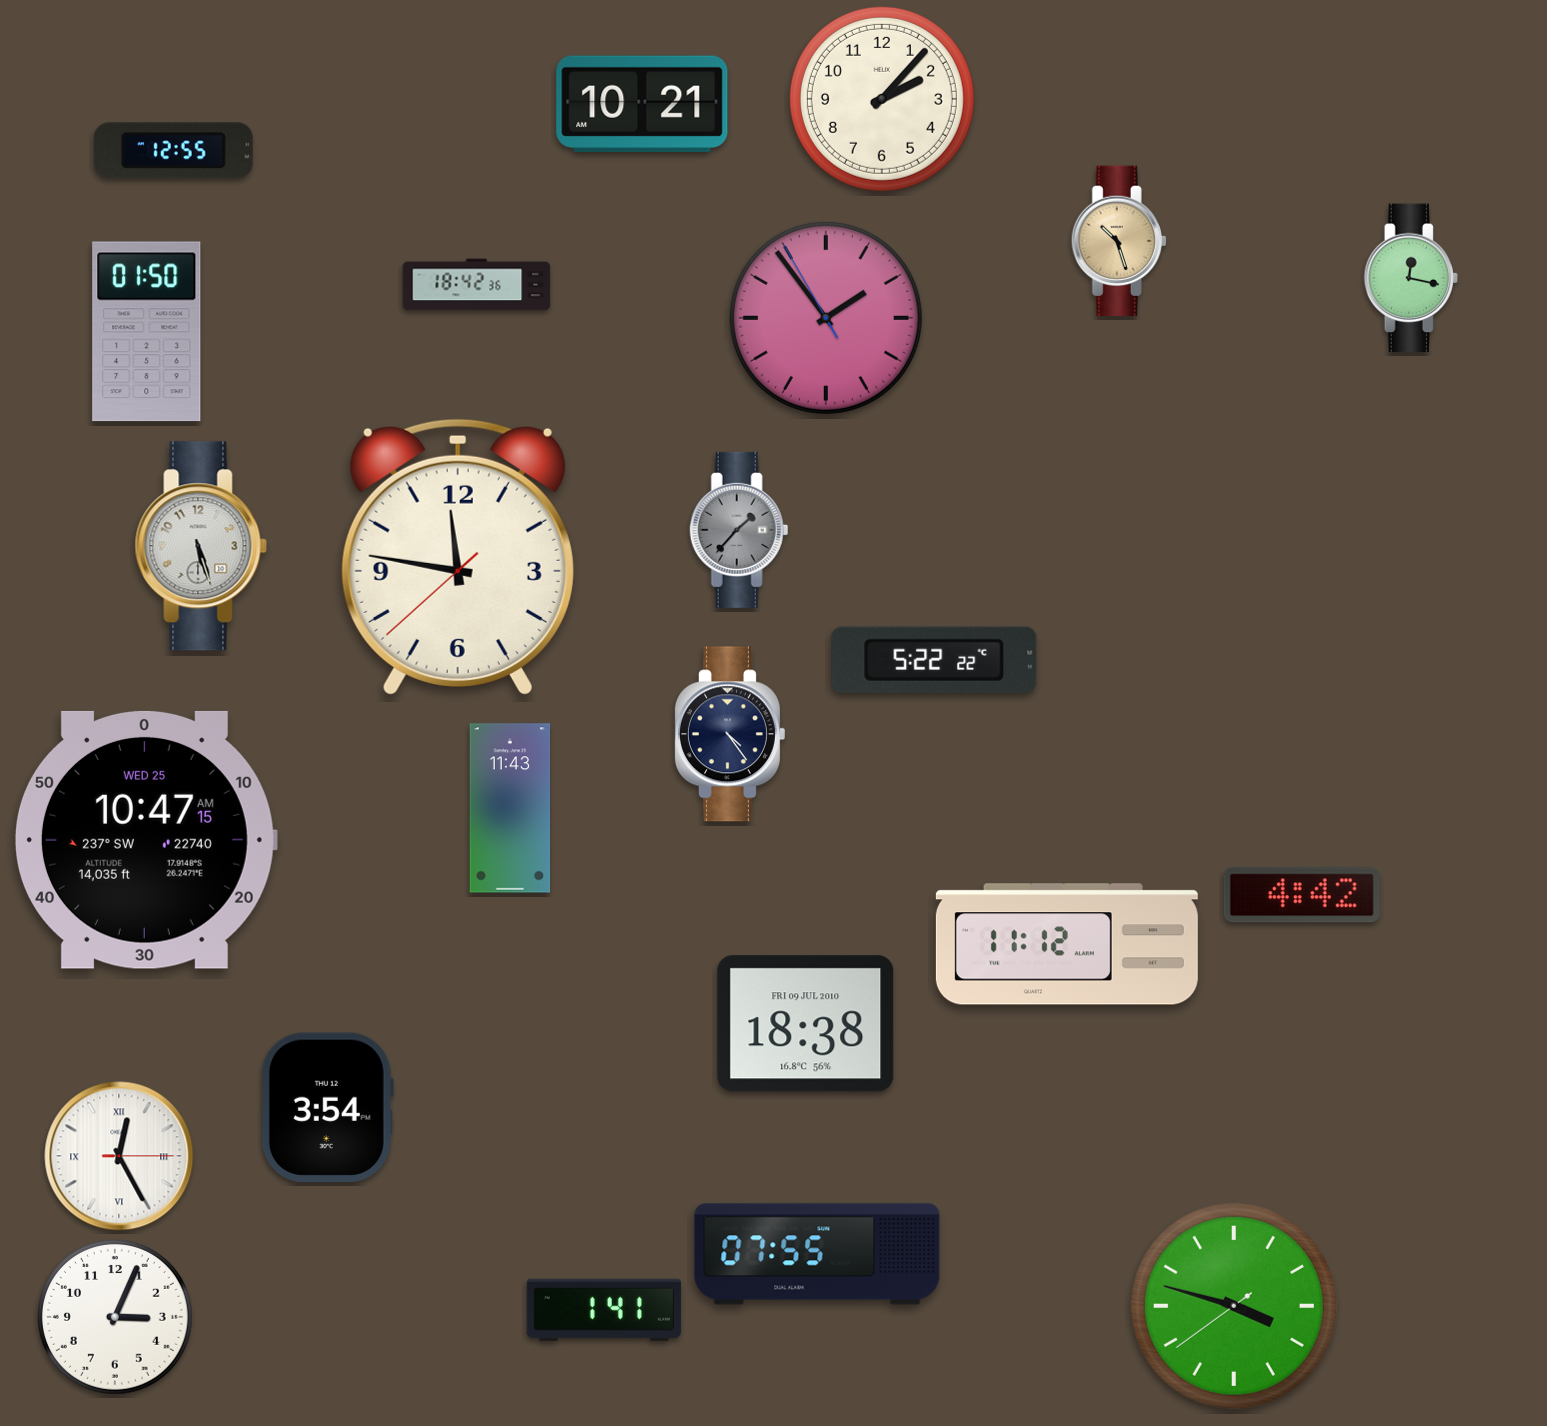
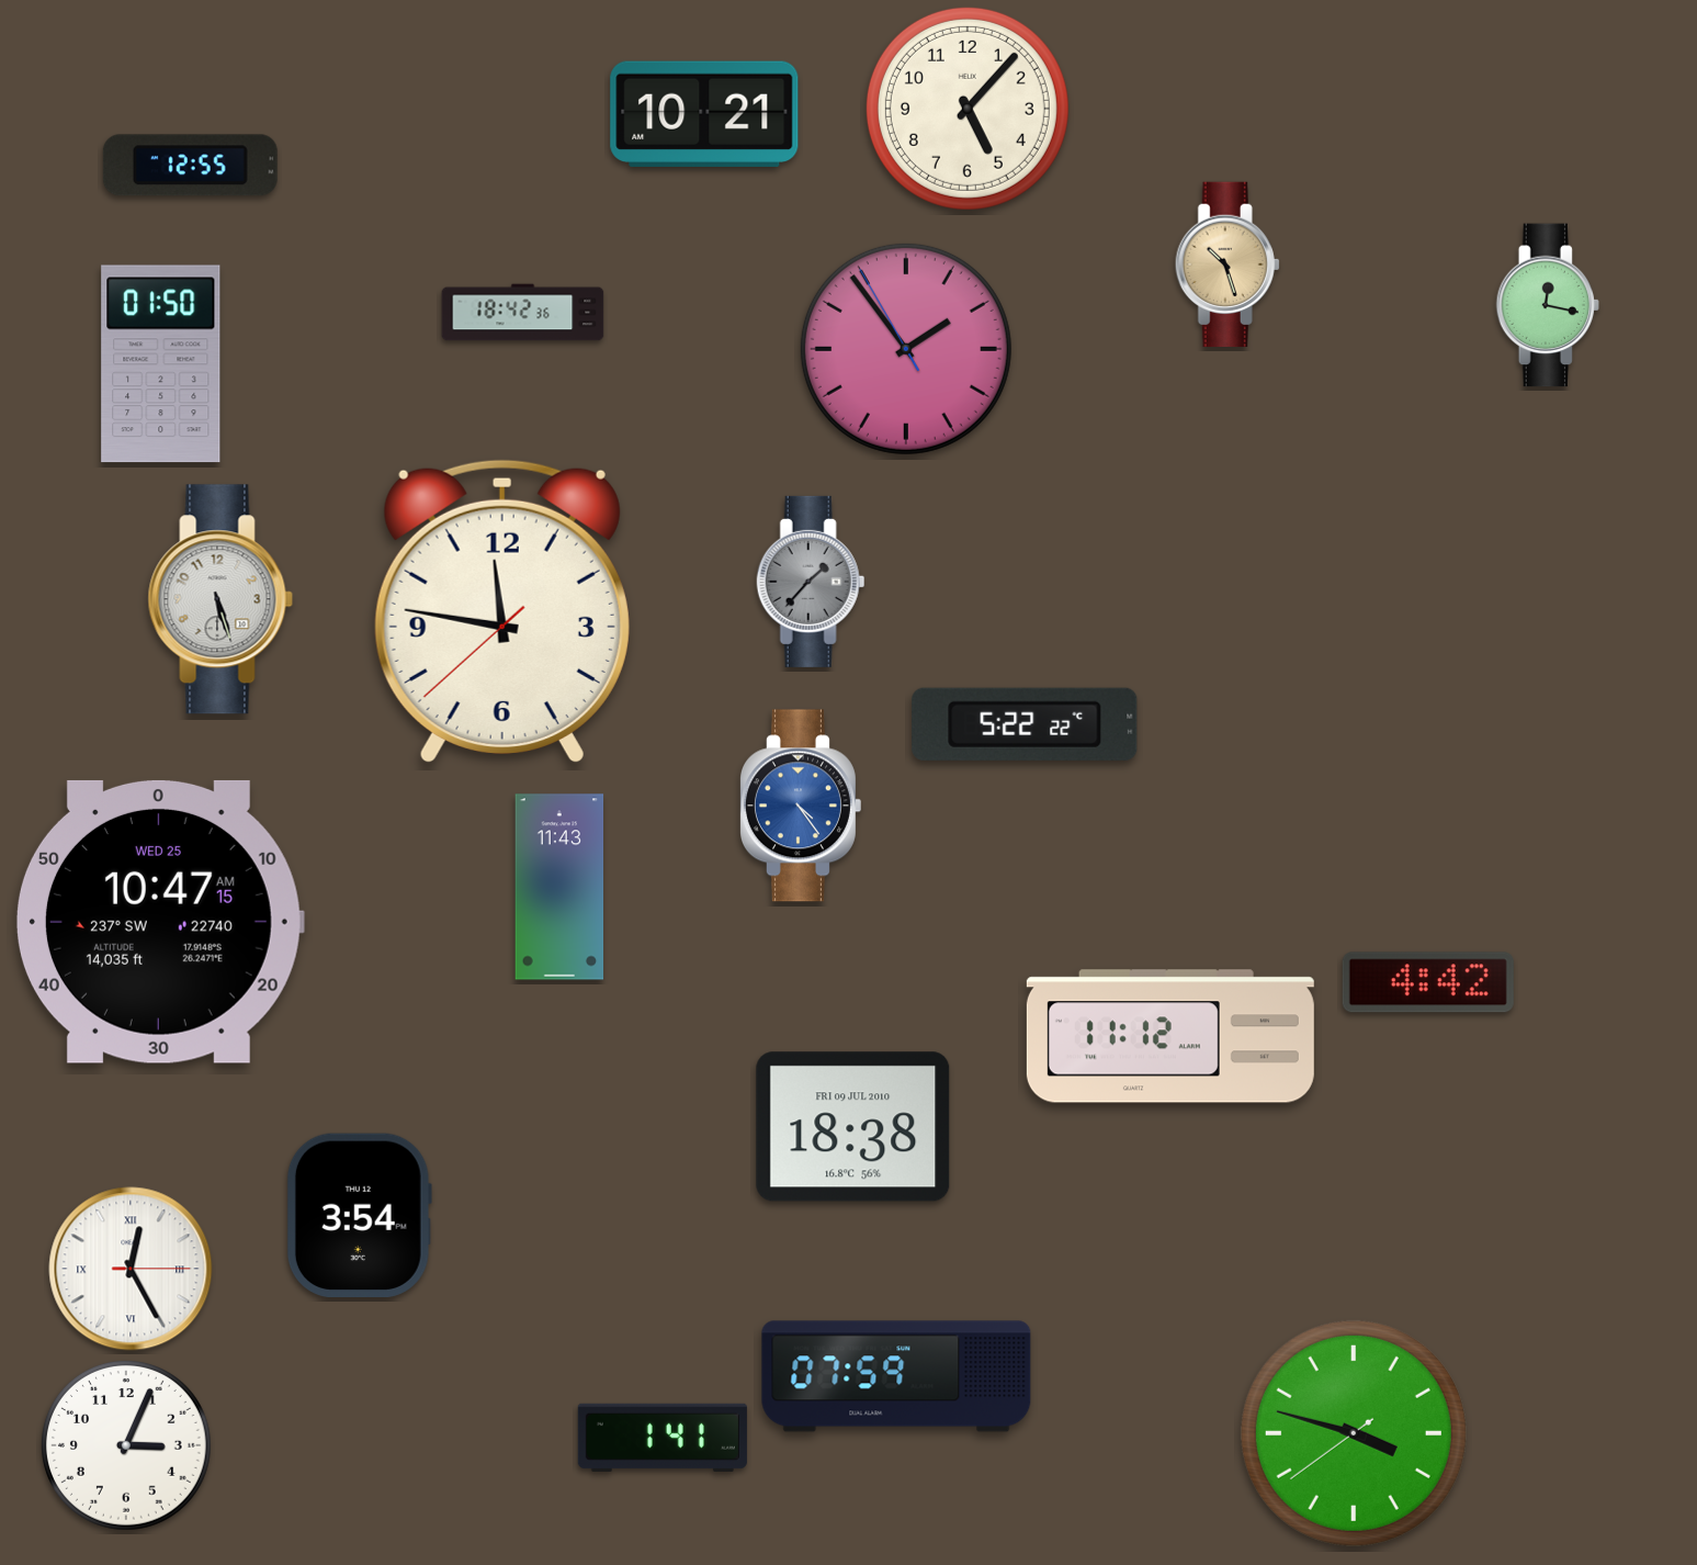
clock at (882, 99): 2:07 -> 5:07
clock at (729, 734) dial: navy -> blue
clock at (806, 1024) position: (806, 1024) -> (853, 1127)
clock at (817, 1254): 07:55 -> 07:59
